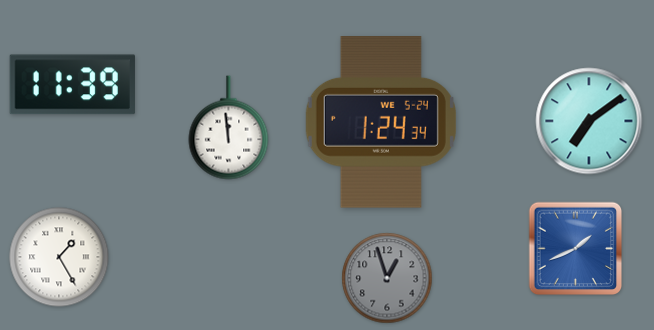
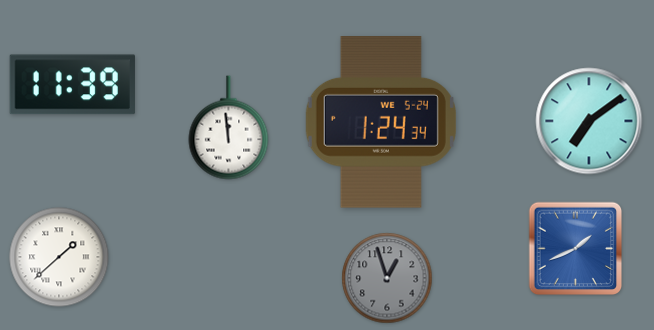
clock at (59, 257): 1:25 -> 1:38
